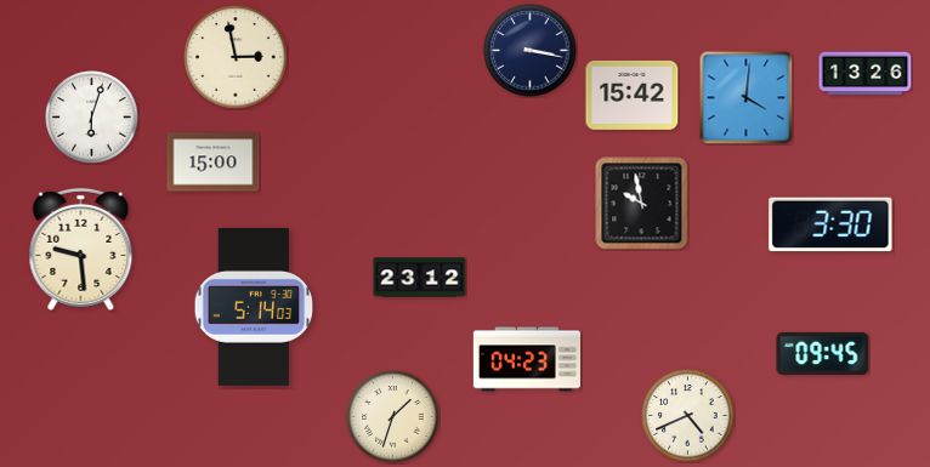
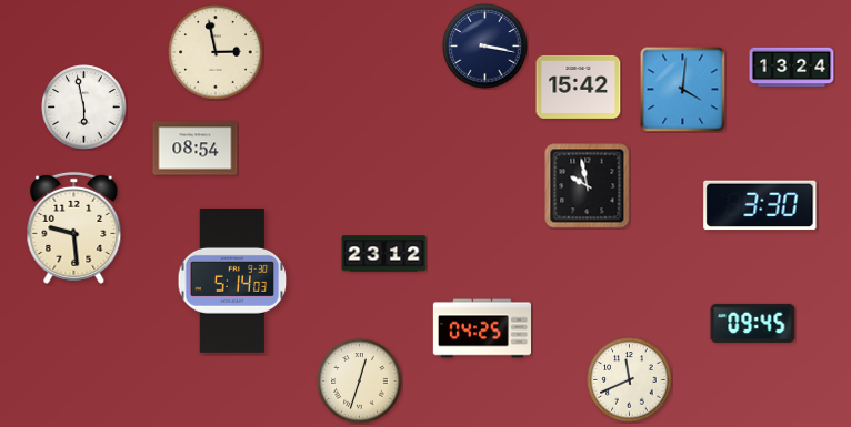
clock at (866, 74): 13:26 -> 13:24
clock at (92, 118): 6:03 -> 5:58
clock at (214, 163): 15:00 -> 08:54
clock at (526, 359): 04:23 -> 04:25
clock at (688, 416): 4:41 -> 11:41
clock at (393, 417): 1:33 -> 12:33
